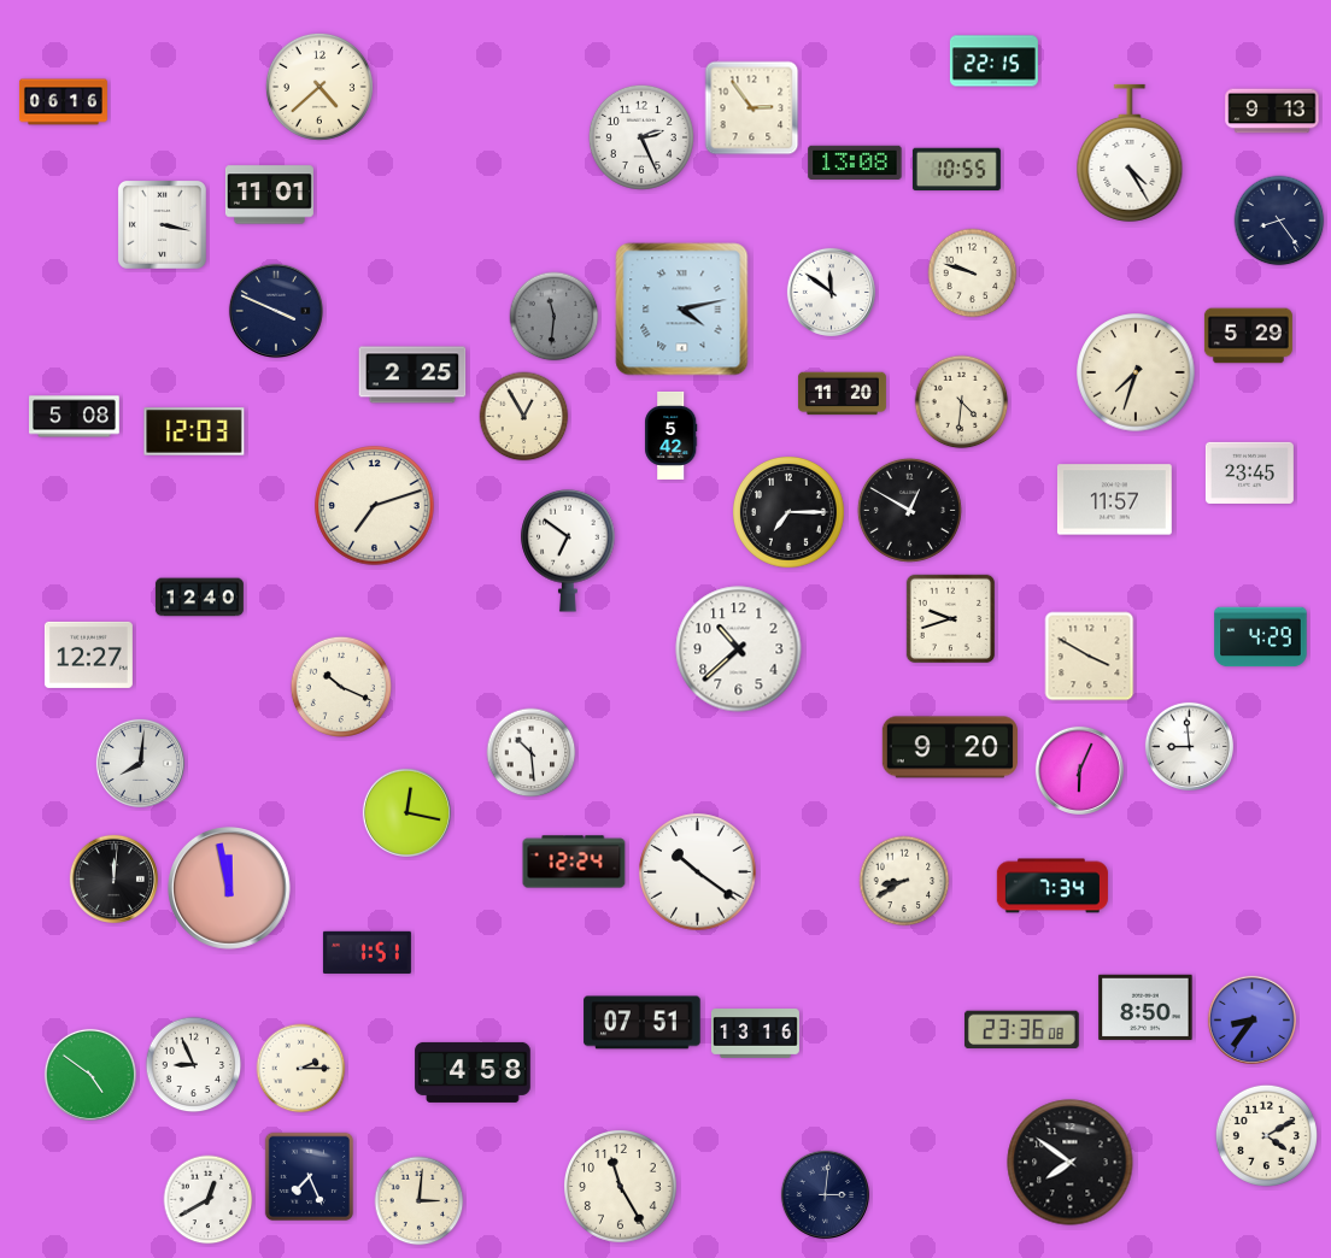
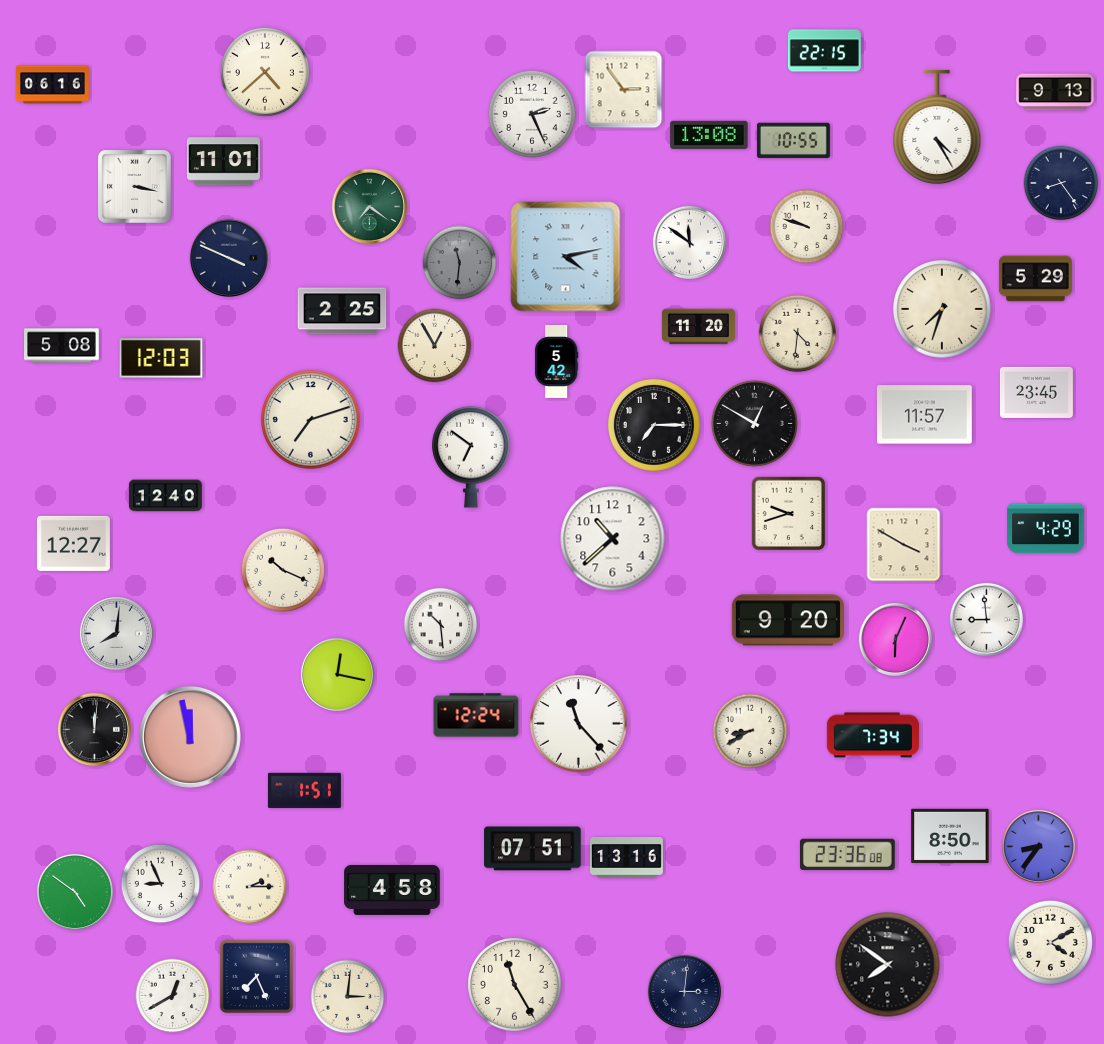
clock at (369, 206): none -> 7:21
clock at (698, 872): 10:21 -> 11:23
